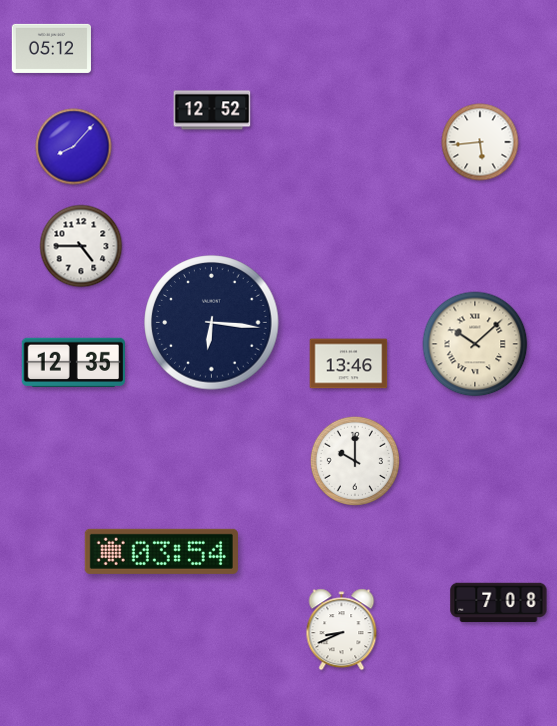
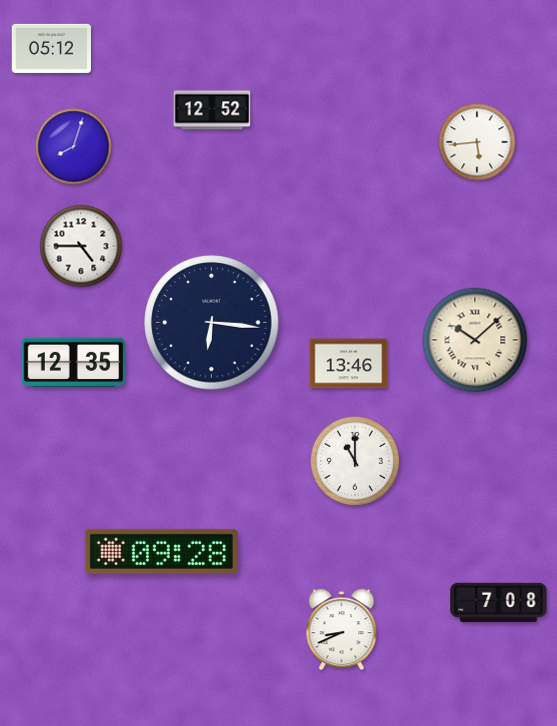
clock at (480, 142) position: (480, 142) -> (477, 142)
clock at (74, 147): 8:07 -> 8:03
clock at (475, 344) position: (475, 344) -> (475, 340)
clock at (355, 461): 10:00 -> 11:00
clock at (161, 551): 03:54 -> 09:28
